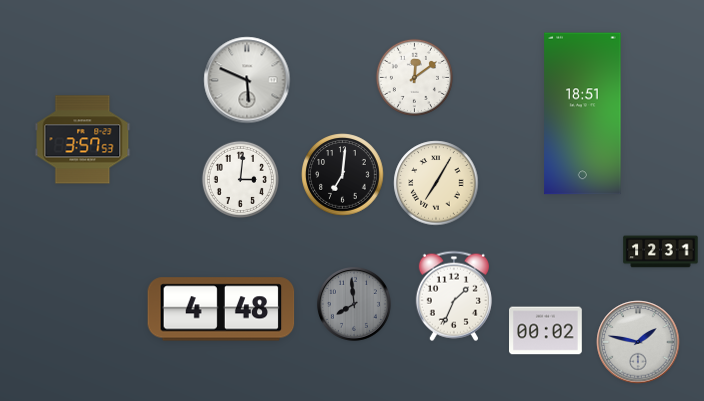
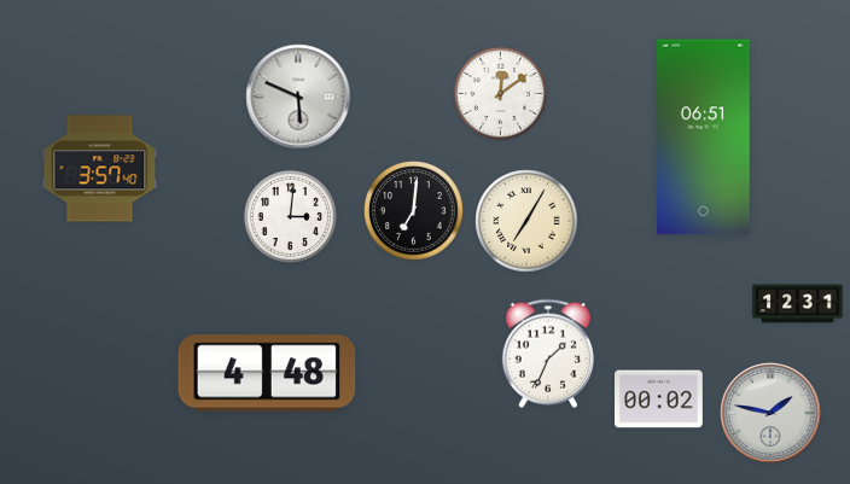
clock at (583, 114): 18:51 -> 06:51
clock at (83, 140): 3:57:53 -> 3:57:40
clock at (454, 296) position: (454, 296) -> (548, 354)
clock at (354, 304): 7:59 -> none
